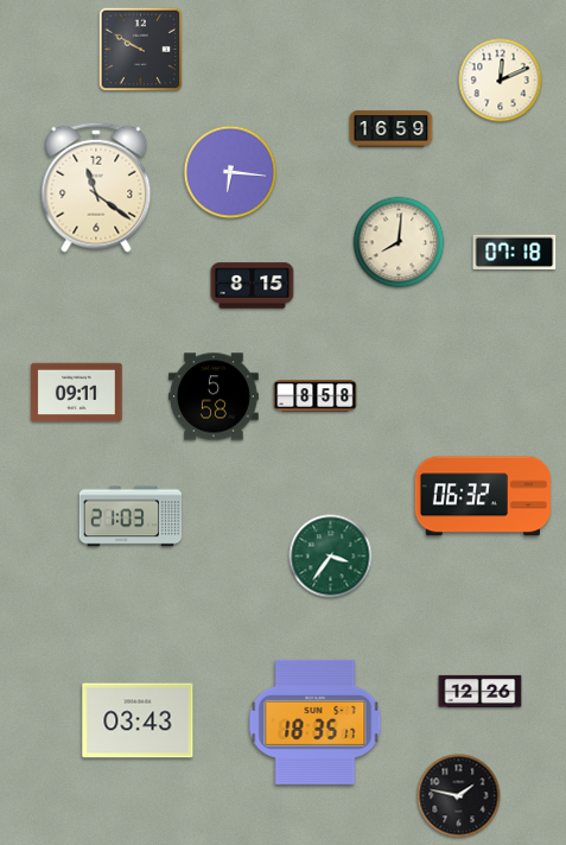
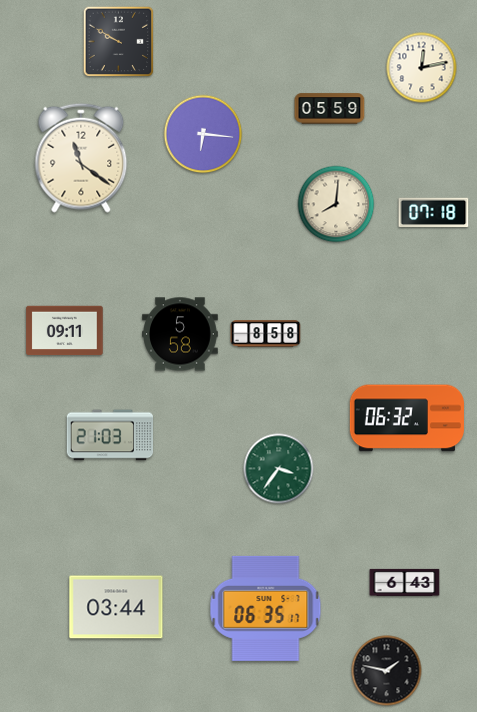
clock at (501, 81): 12:11 -> 12:13
clock at (392, 129): 16:59 -> 05:59
clock at (230, 172) position: (230, 172) -> (203, 134)
clock at (253, 286): 8:15 -> none
clock at (481, 691): 12:26 -> 6:43
clock at (138, 720): 03:43 -> 03:44
clock at (316, 722): 18:35 -> 06:35
